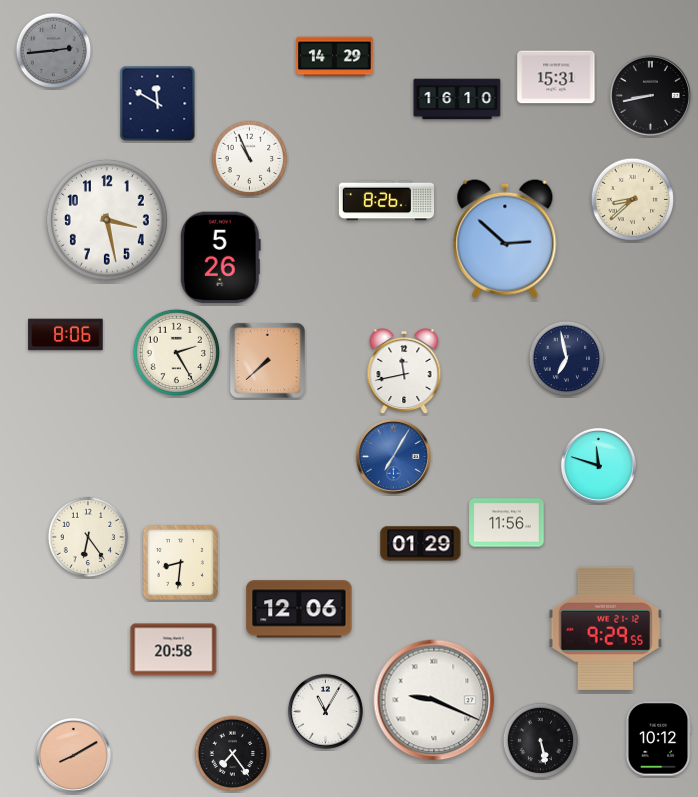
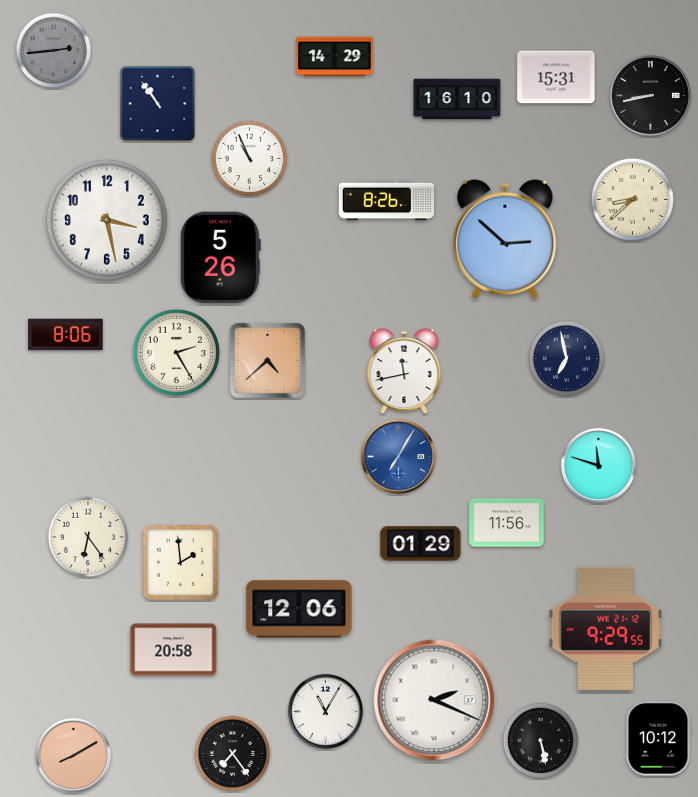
clock at (158, 104): 11:50 -> 10:54
clock at (267, 360): 7:38 -> 4:38
clock at (393, 456) position: (393, 456) -> (398, 456)
clock at (180, 562): 8:31 -> 1:59
clock at (434, 700): 9:19 -> 2:19
